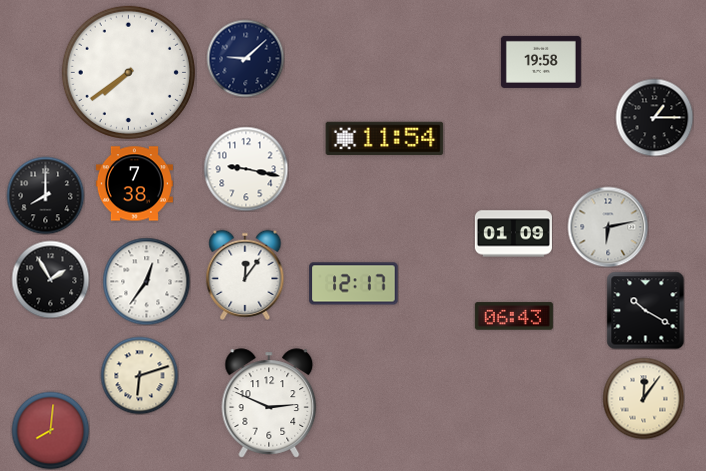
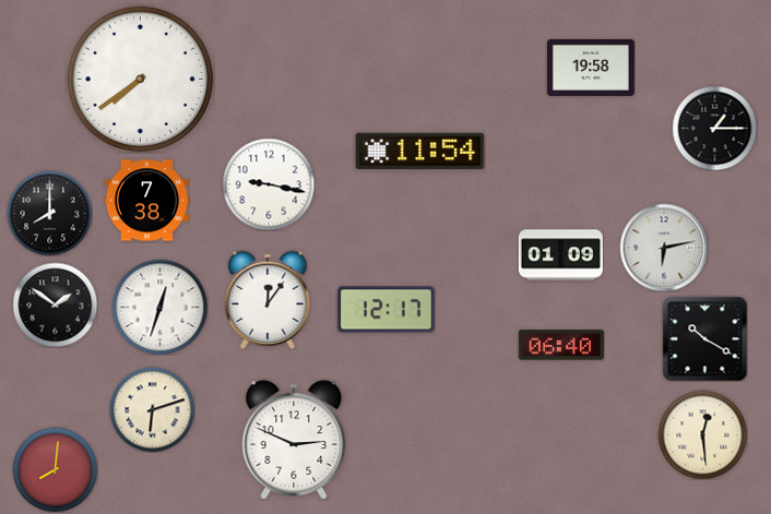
clock at (245, 58): 9:08 -> none
clock at (50, 279): 1:55 -> 1:51
clock at (146, 281): 12:36 -> 12:33
clock at (514, 316): 06:43 -> 06:40
clock at (643, 398): 12:06 -> 12:29
